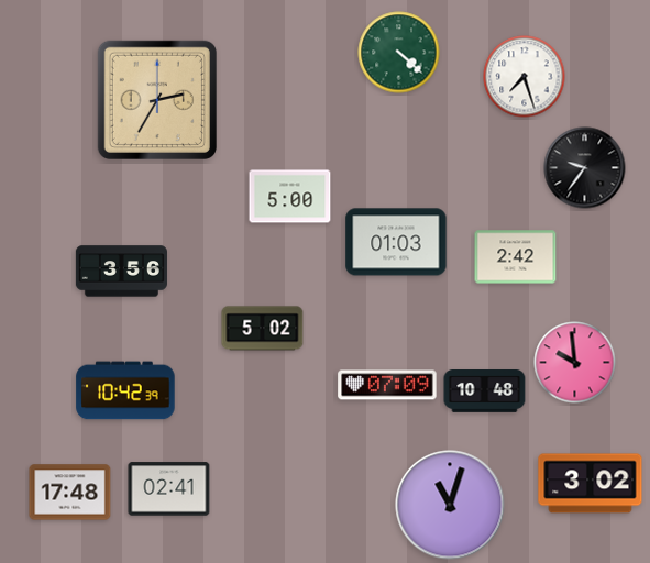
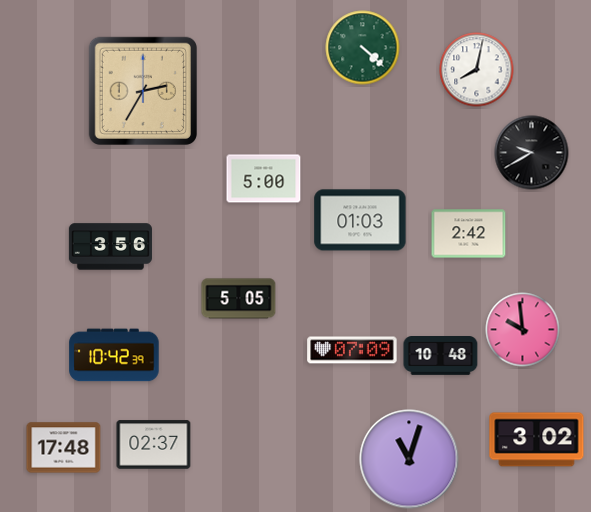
clock at (525, 77): 7:27 -> 8:02
clock at (585, 168): 9:36 -> 9:40
clock at (263, 329): 5:02 -> 5:05
clock at (169, 489): 02:41 -> 02:37
